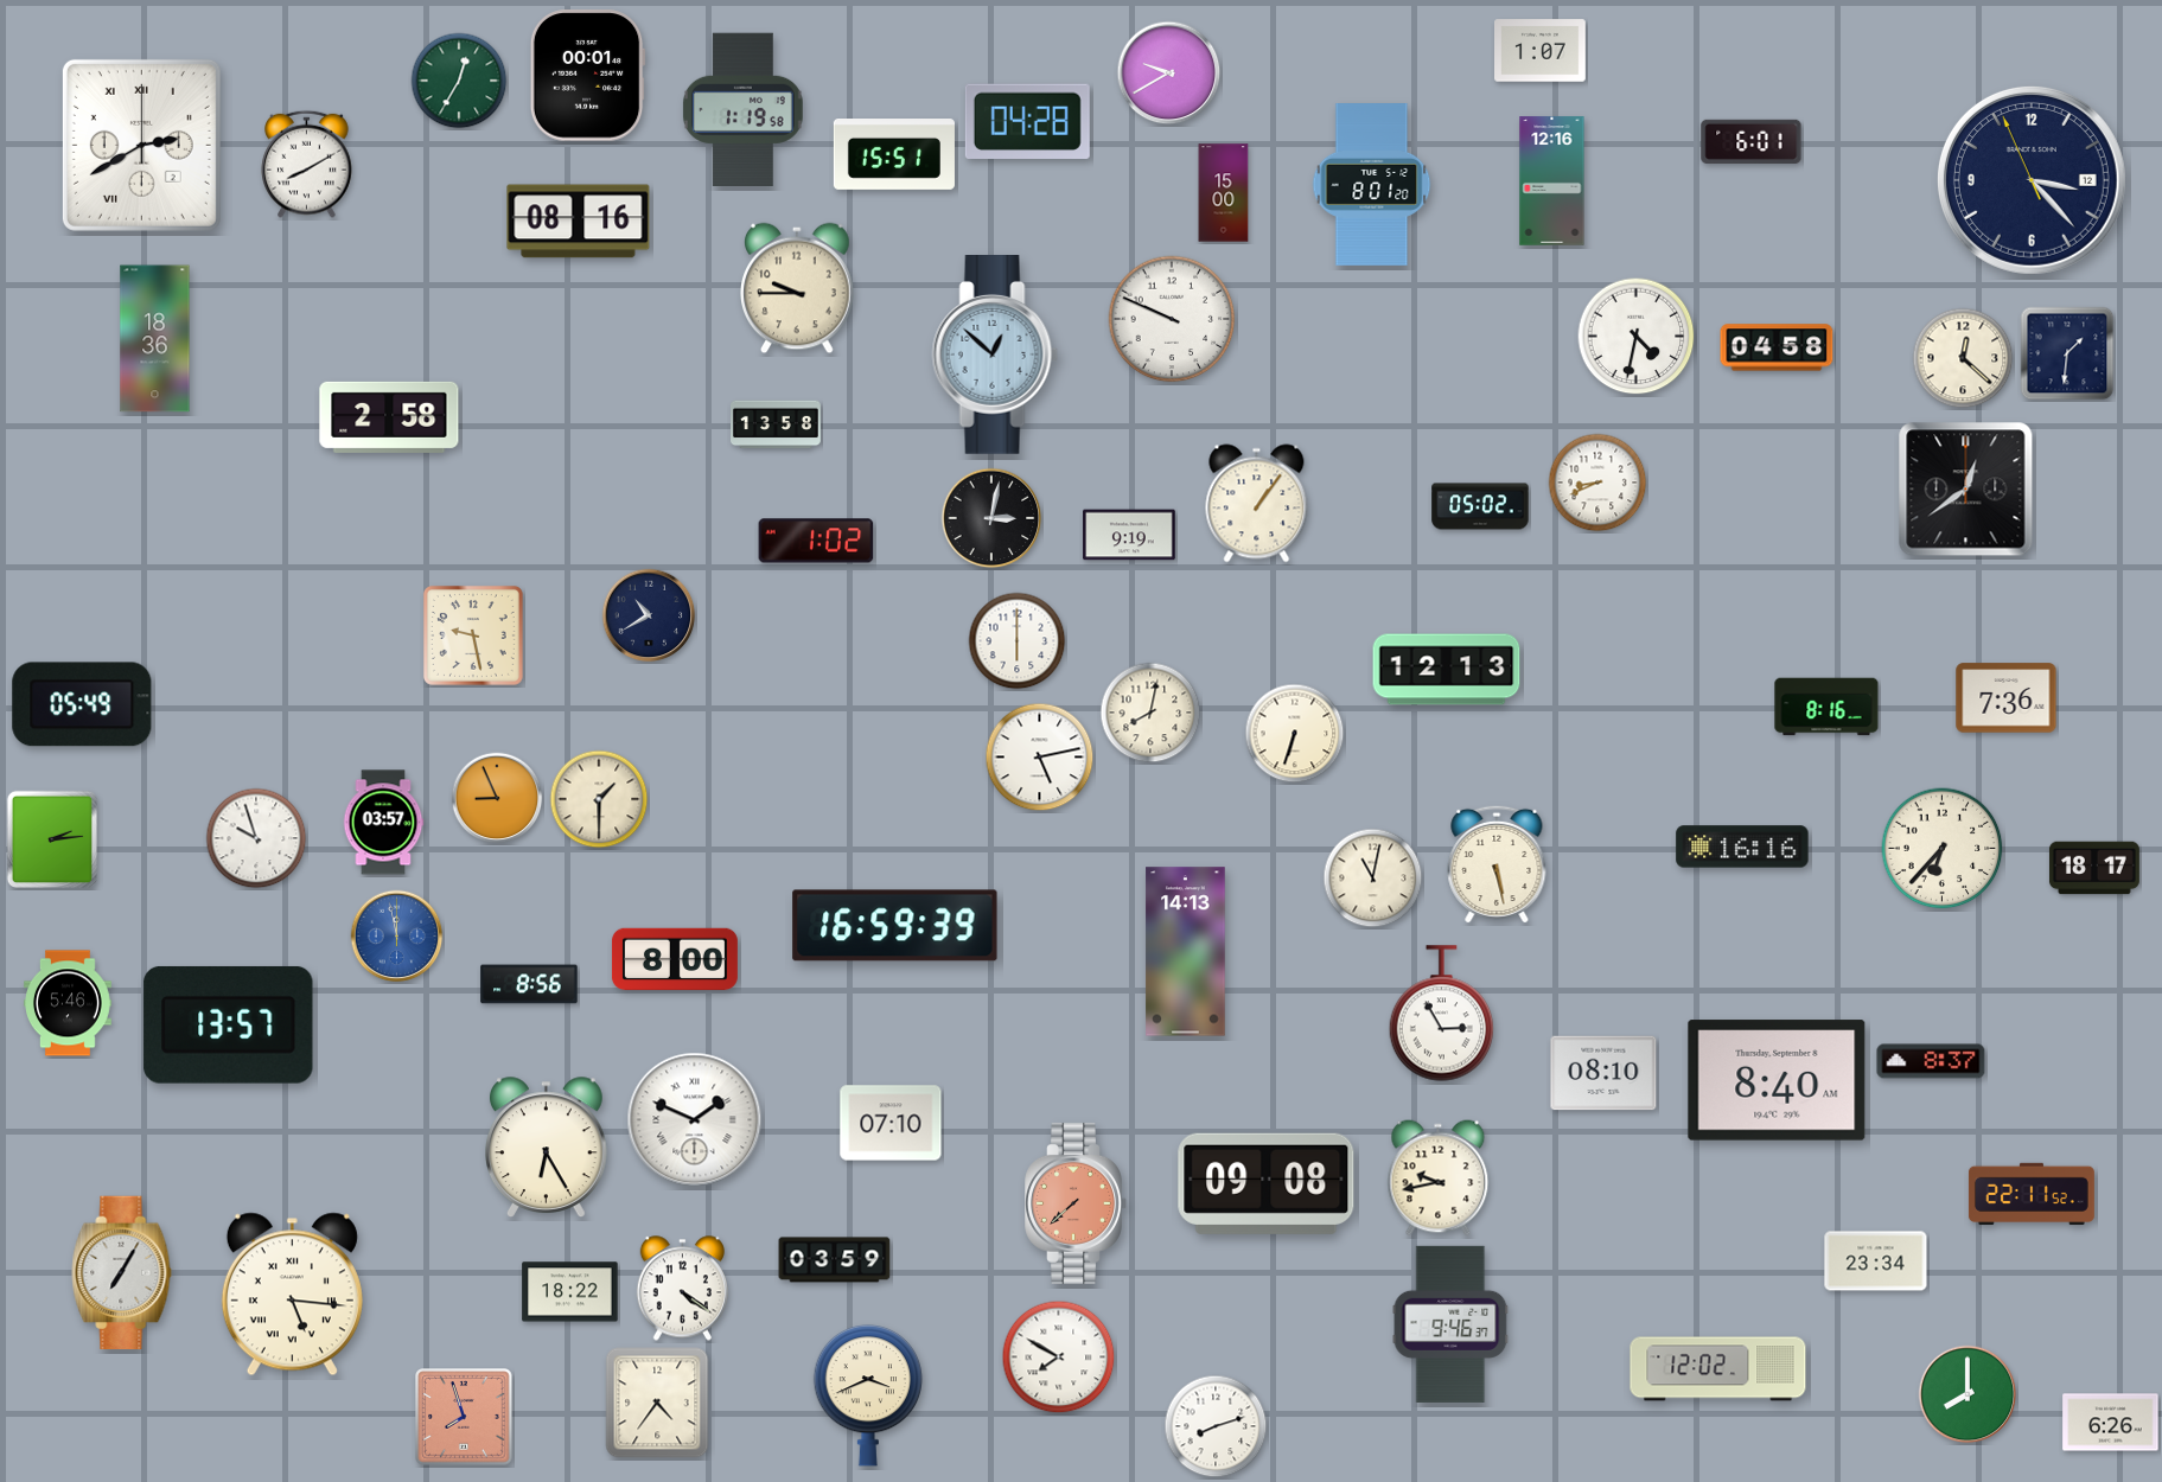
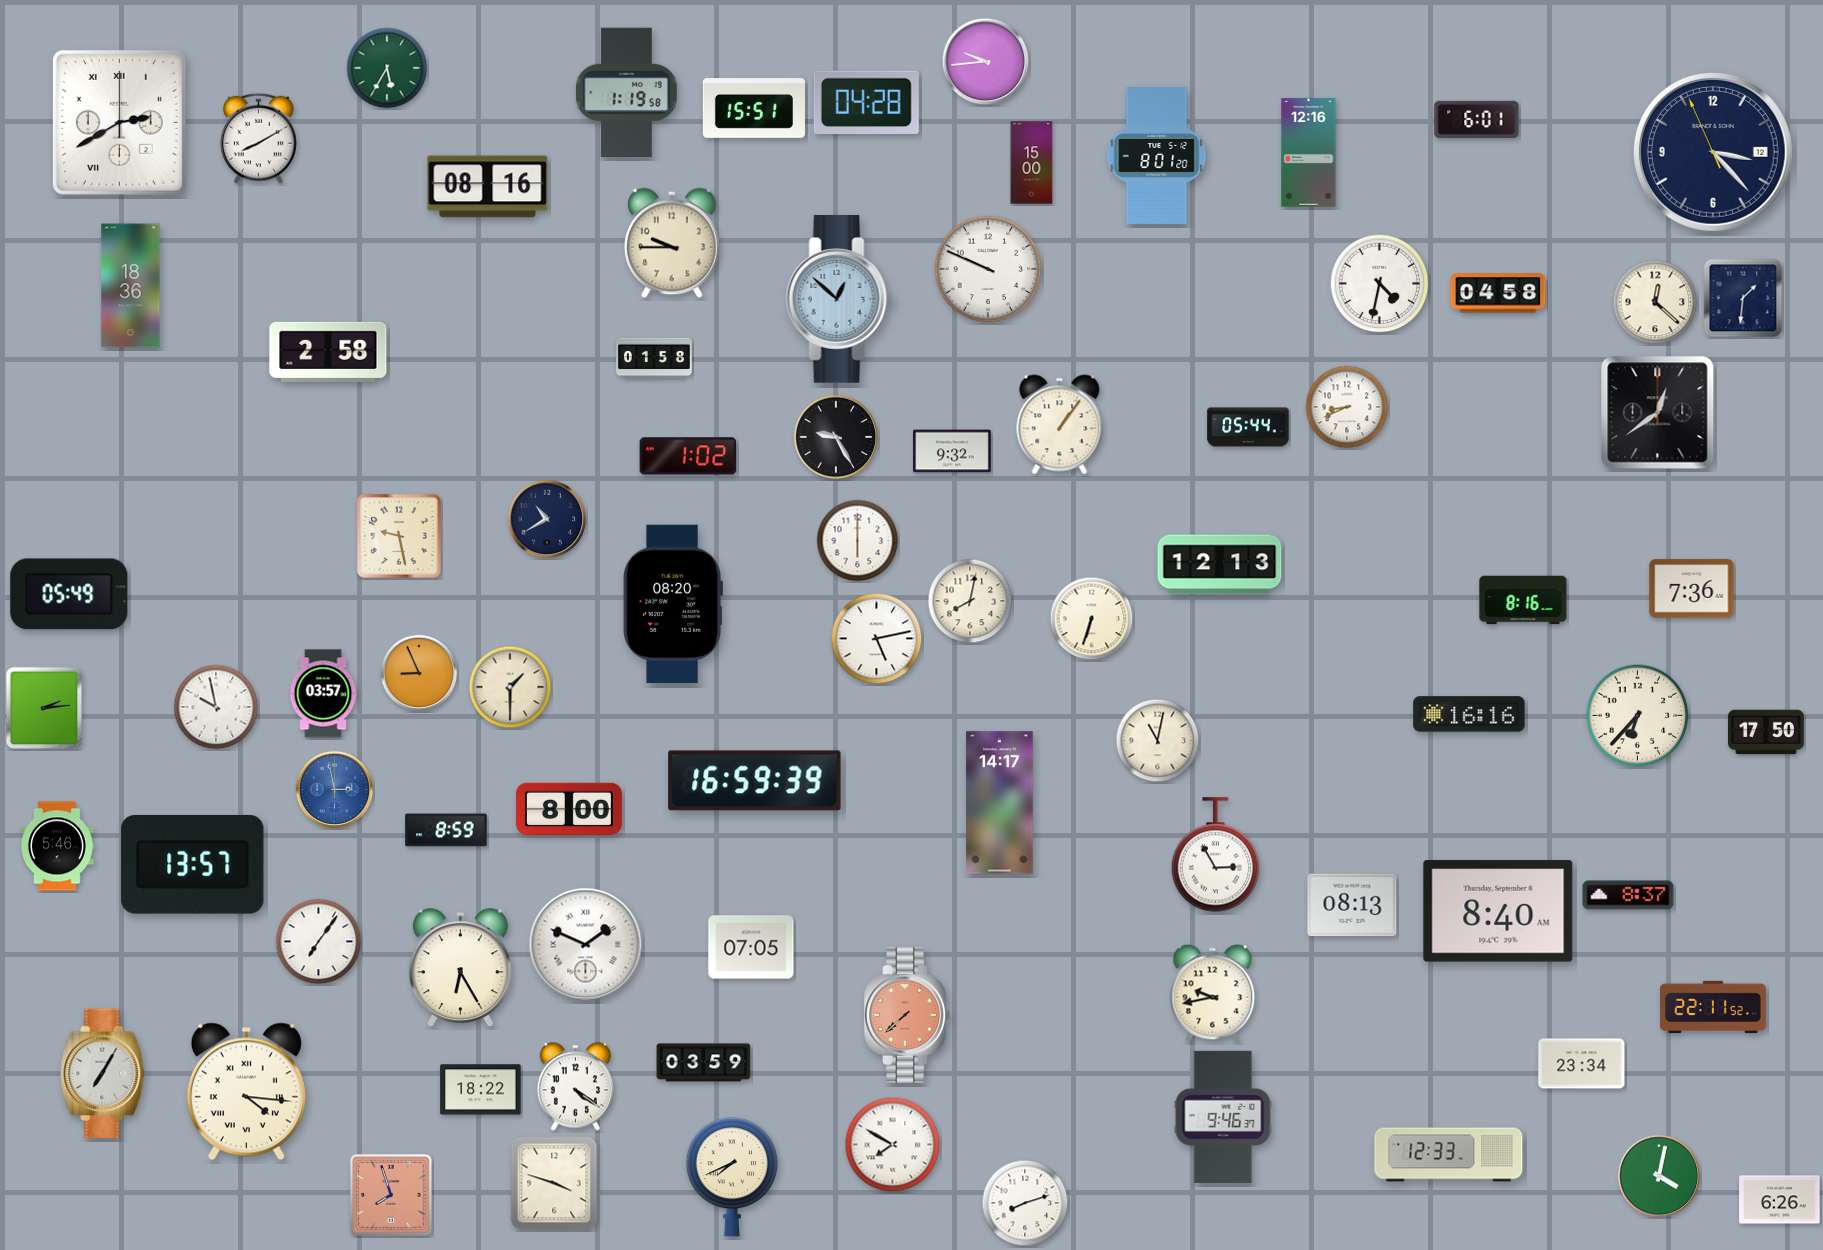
clock at (1541, 51): 1:07 -> none
clock at (1169, 74): 9:40 -> 9:44
clock at (587, 76): 00:01 -> none
clock at (459, 81): 12:35 -> 5:35
clock at (894, 155) position: (894, 155) -> (754, 109)
clock at (777, 424): 13:58 -> 01:58
clock at (1480, 506): 05:02 -> 05:44
clock at (991, 518): 3:02 -> 9:25
clock at (1129, 535): 9:19 -> 9:32
clock at (1826, 707) position: (1826, 707) -> (1523, 600)
clock at (673, 603): none -> 08:20
clock at (599, 799) position: (599, 799) -> (510, 687)
clock at (256, 838): 9:57 -> 9:58
clock at (1497, 864): 5:28 -> none
clock at (2094, 868): 18:17 -> 17:50
clock at (397, 937): 11:58 -> 2:58
clock at (1186, 952): 14:13 -> 14:17
clock at (529, 984): 8:56 -> 8:59
clock at (1603, 1073): 08:10 -> 08:13
clock at (319, 942): none -> 7:06
clock at (891, 1123): 07:10 -> 07:05
clock at (1267, 1183): 09:08 -> none
clock at (292, 1295): 5:16 -> 4:16
clock at (1718, 1369): 12:02 -> 12:33
clock at (1968, 1394): 8:00 -> 4:02
clock at (868, 1397): 3:41 -> 7:41
clock at (657, 1403): 4:36 -> 3:48
